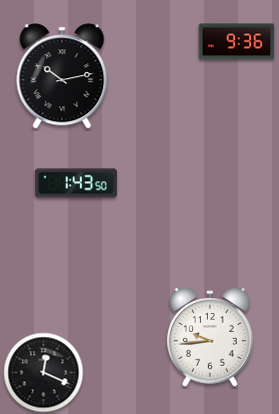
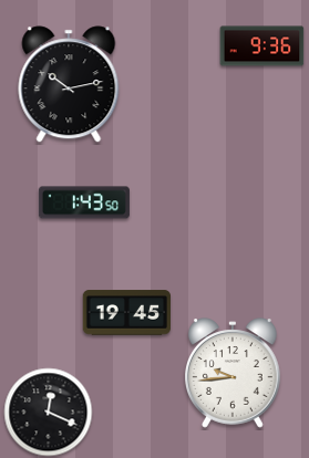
clock at (126, 313): none -> 19:45
